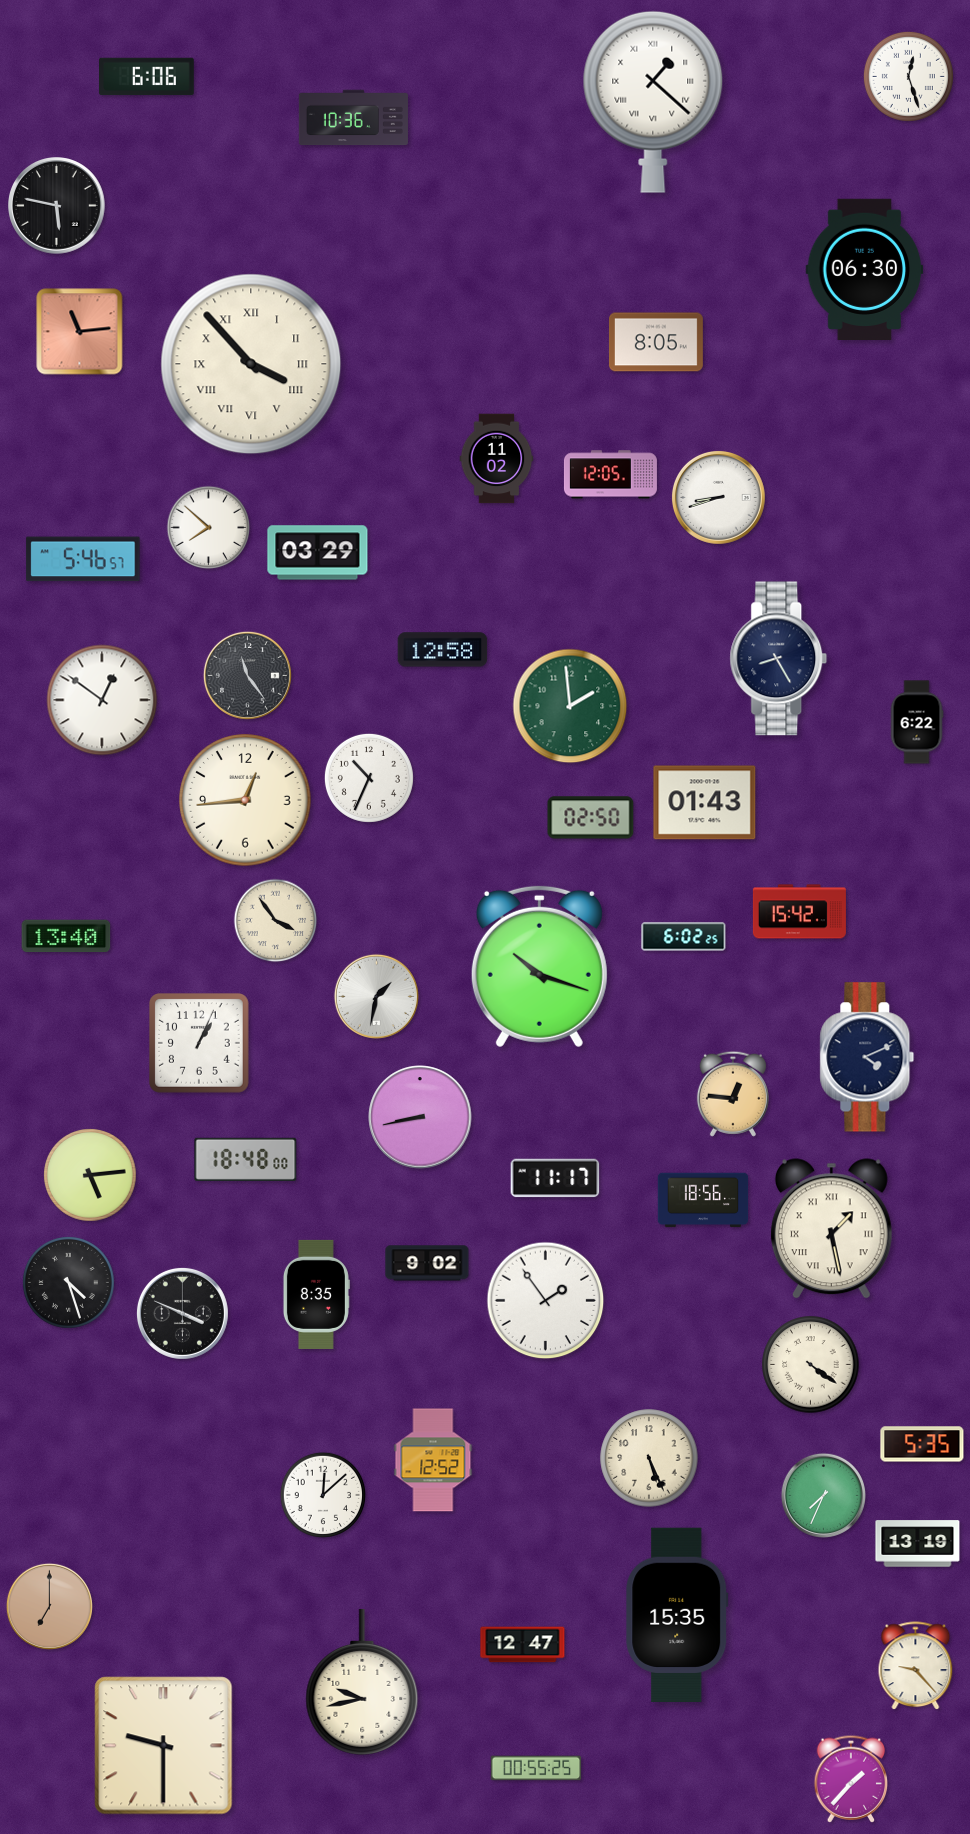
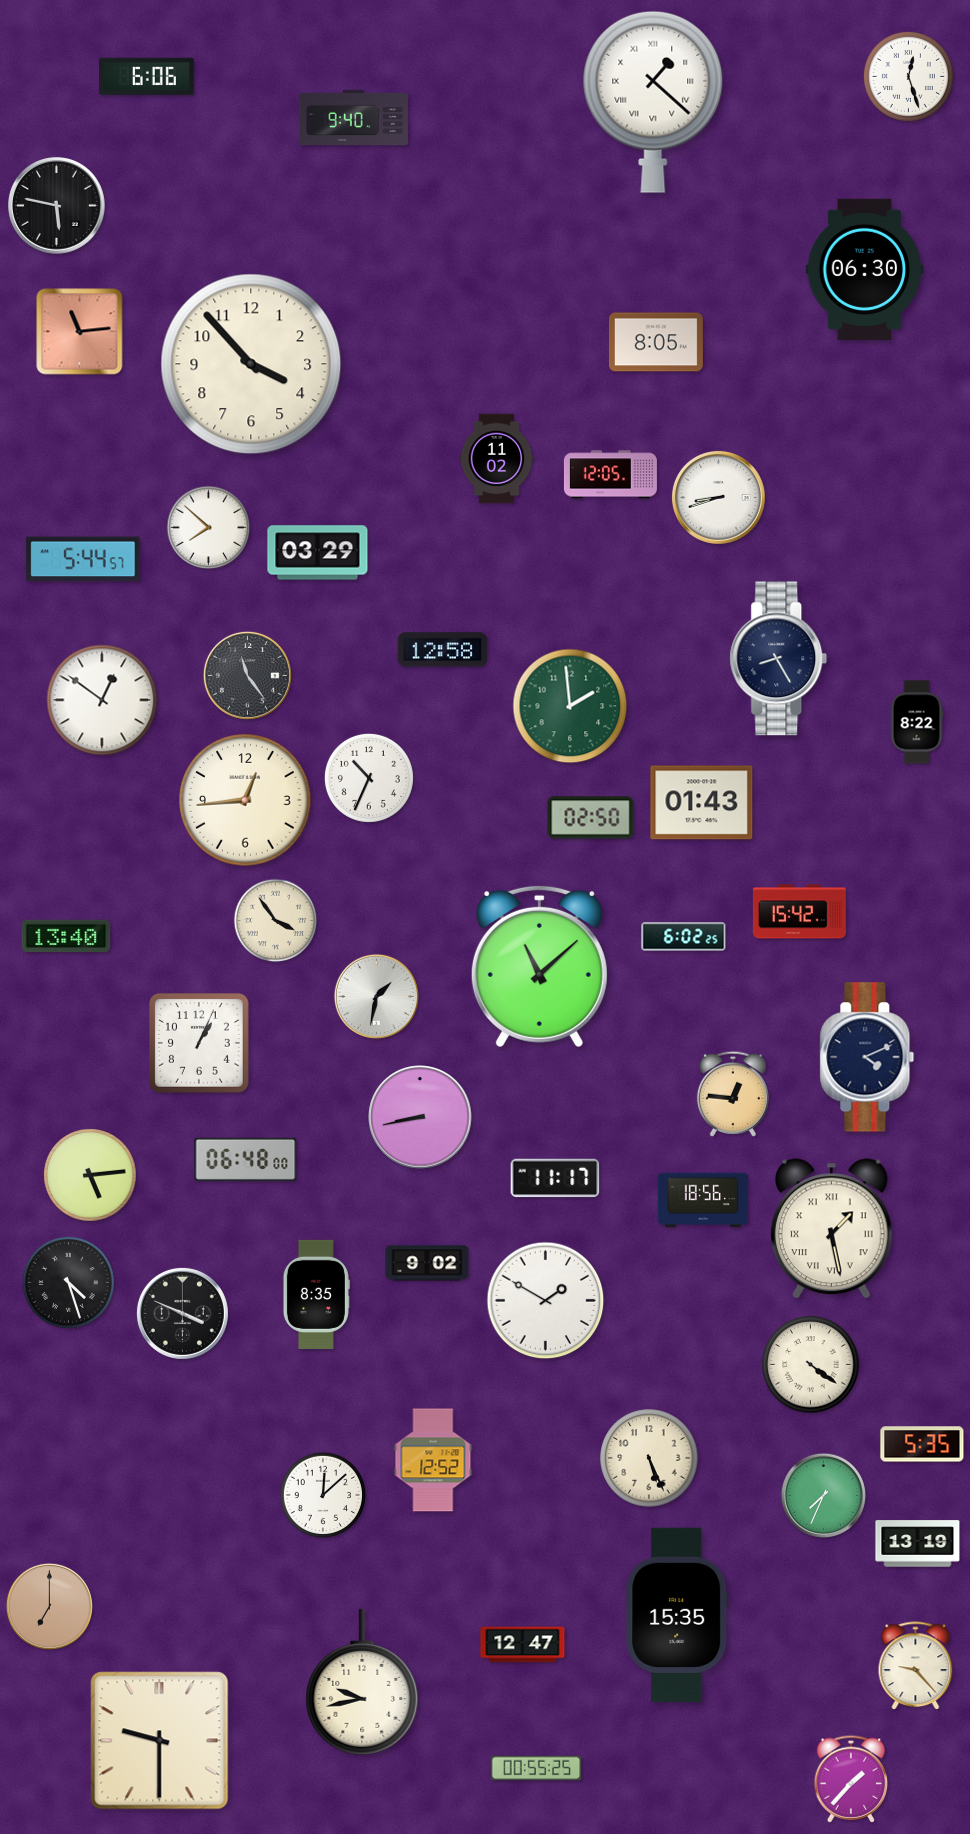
clock at (353, 118): 10:36 -> 9:40
clock at (251, 364) numerals: Roman -> Arabic
clock at (83, 559): 5:46 -> 5:44
clock at (917, 722): 6:22 -> 8:22
clock at (705, 803) position: (705, 803) -> (702, 803)
clock at (539, 966): 10:18 -> 11:08
clock at (246, 1159): 18:48 -> 06:48
clock at (546, 1301): 1:54 -> 1:50
clock at (164, 1746) position: (164, 1746) -> (160, 1741)
